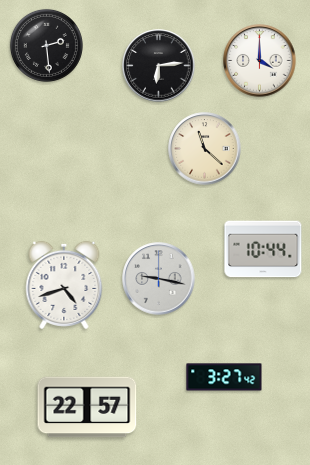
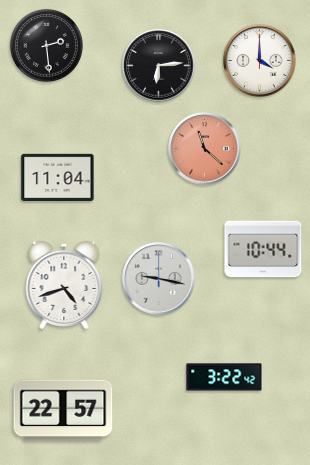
clock at (205, 149) dial: cream -> salmon
clock at (58, 177): none -> 11:04
clock at (224, 377): 3:27 -> 3:22
clock at (87, 407) position: (87, 407) -> (63, 410)
